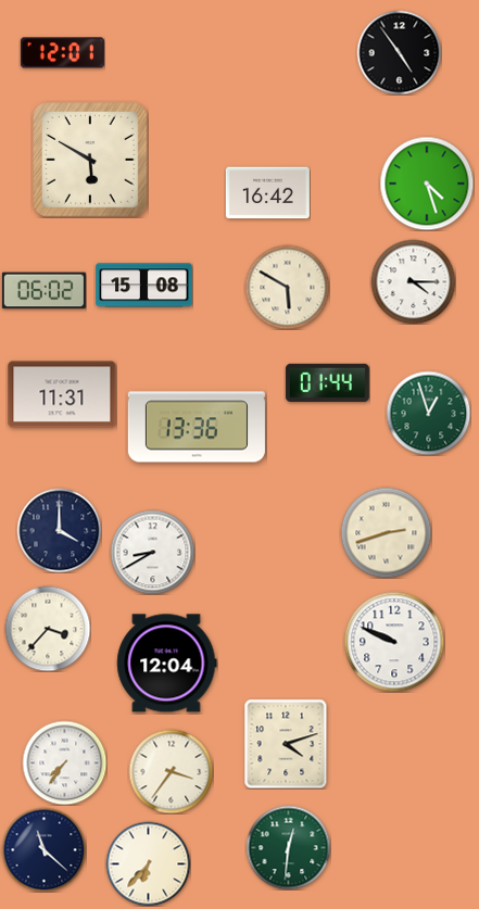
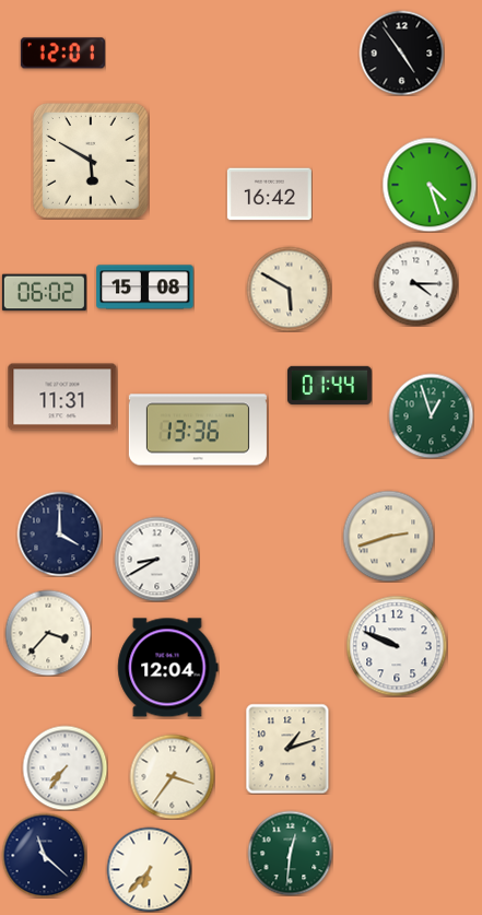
clock at (152, 552) position: (152, 552) -> (156, 559)
clock at (286, 744): 4:12 -> 1:12
